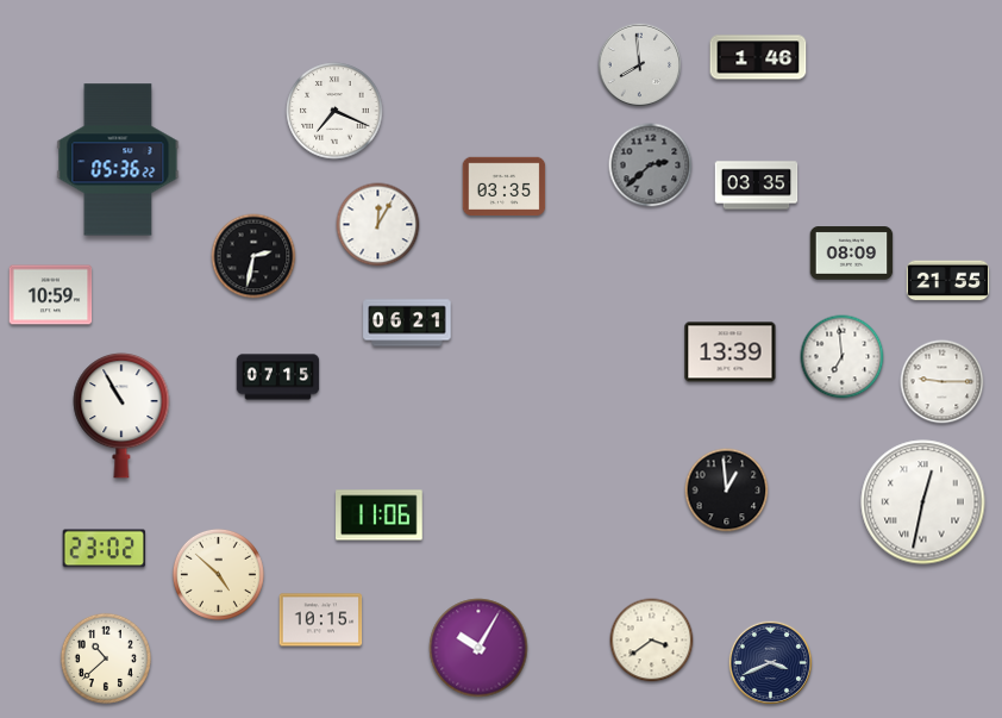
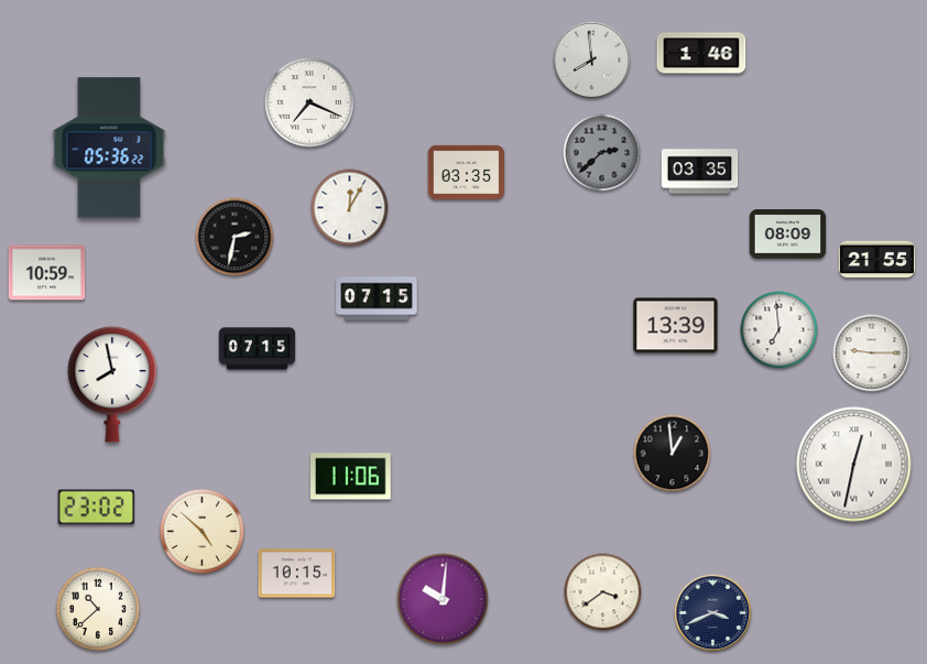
clock at (407, 323): 06:21 -> 07:15
clock at (121, 416): 10:55 -> 7:58
clock at (478, 648): 10:05 -> 10:01
